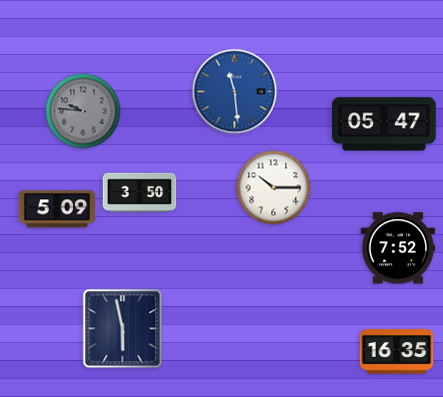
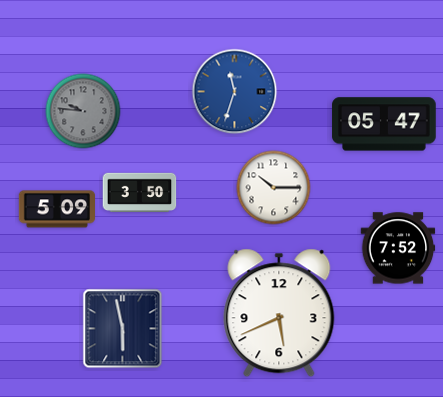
clock at (235, 92): 11:29 -> 11:33
clock at (279, 313): none -> 5:41
clock at (397, 352): 16:35 -> none
